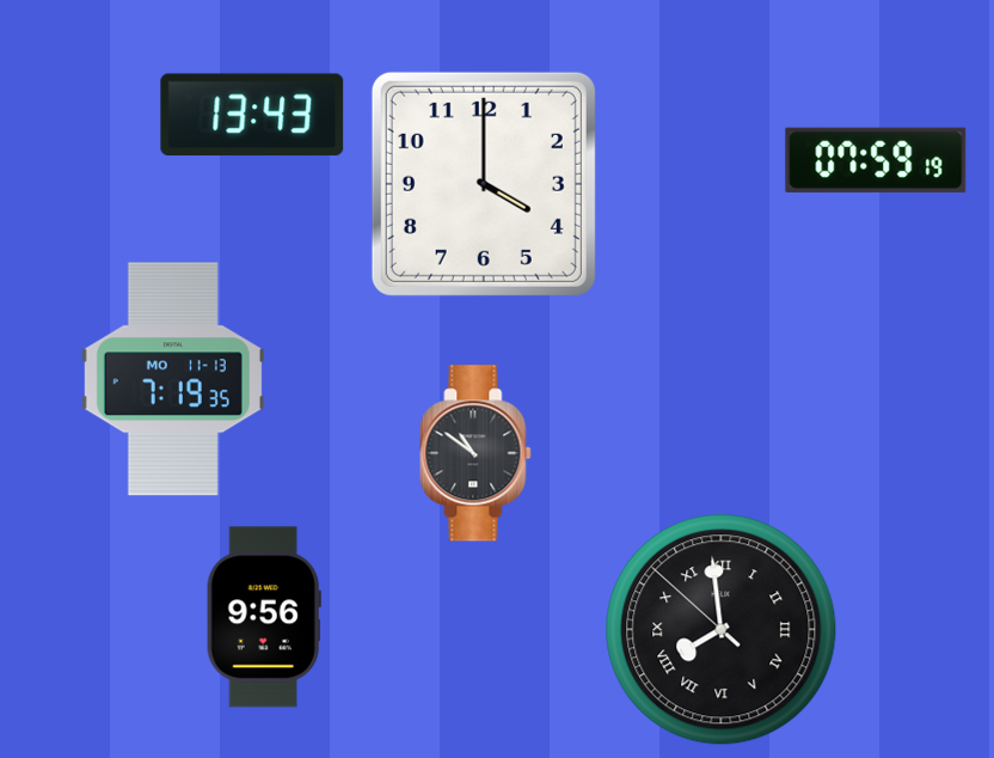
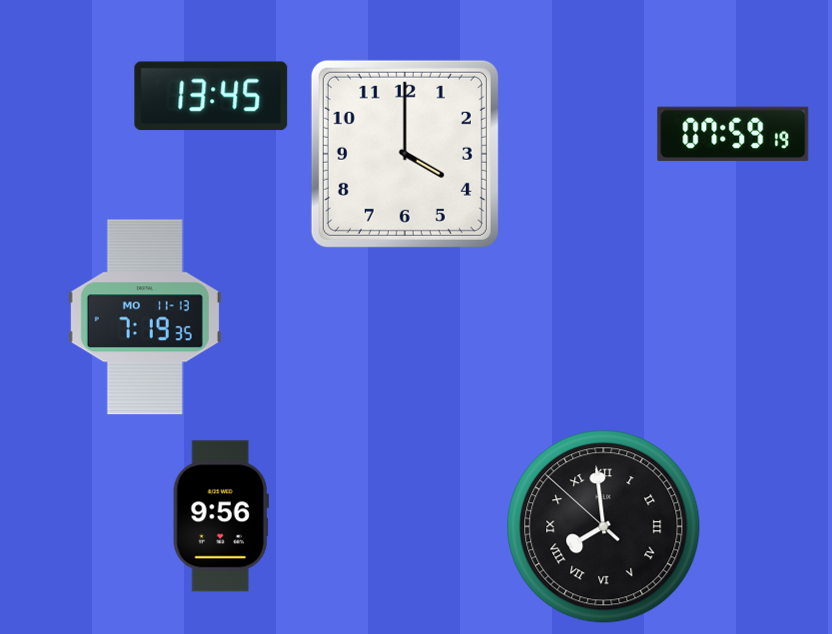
clock at (252, 115): 13:43 -> 13:45
clock at (475, 453): 10:51 -> none
